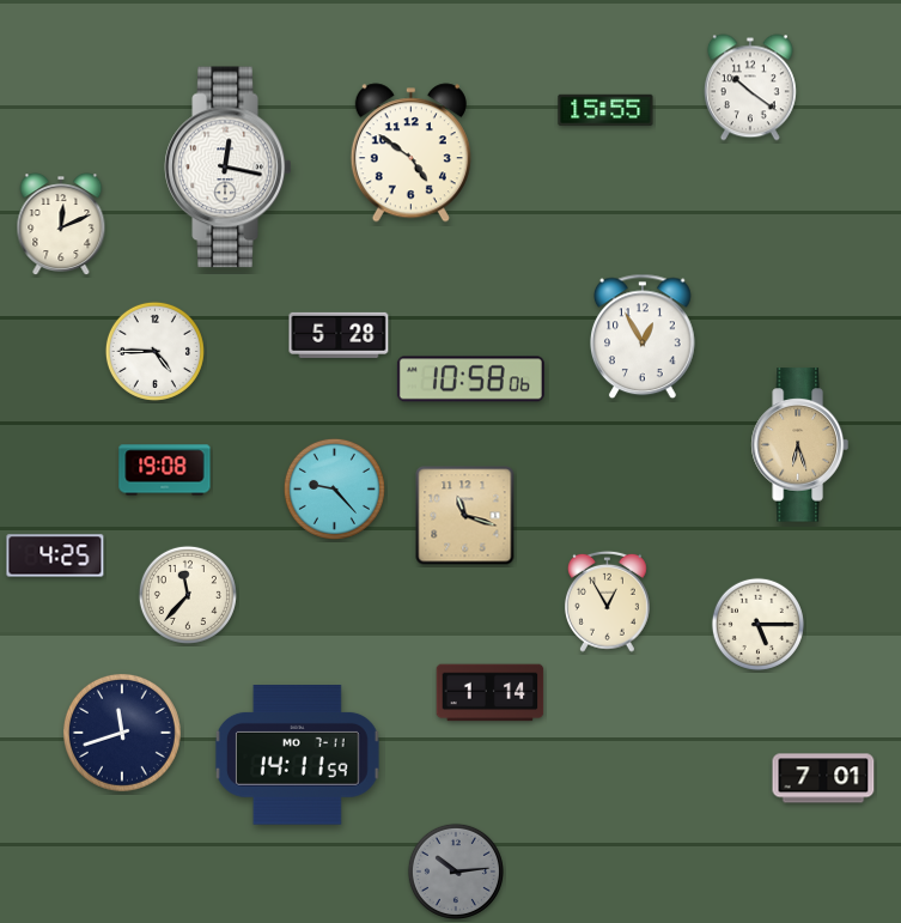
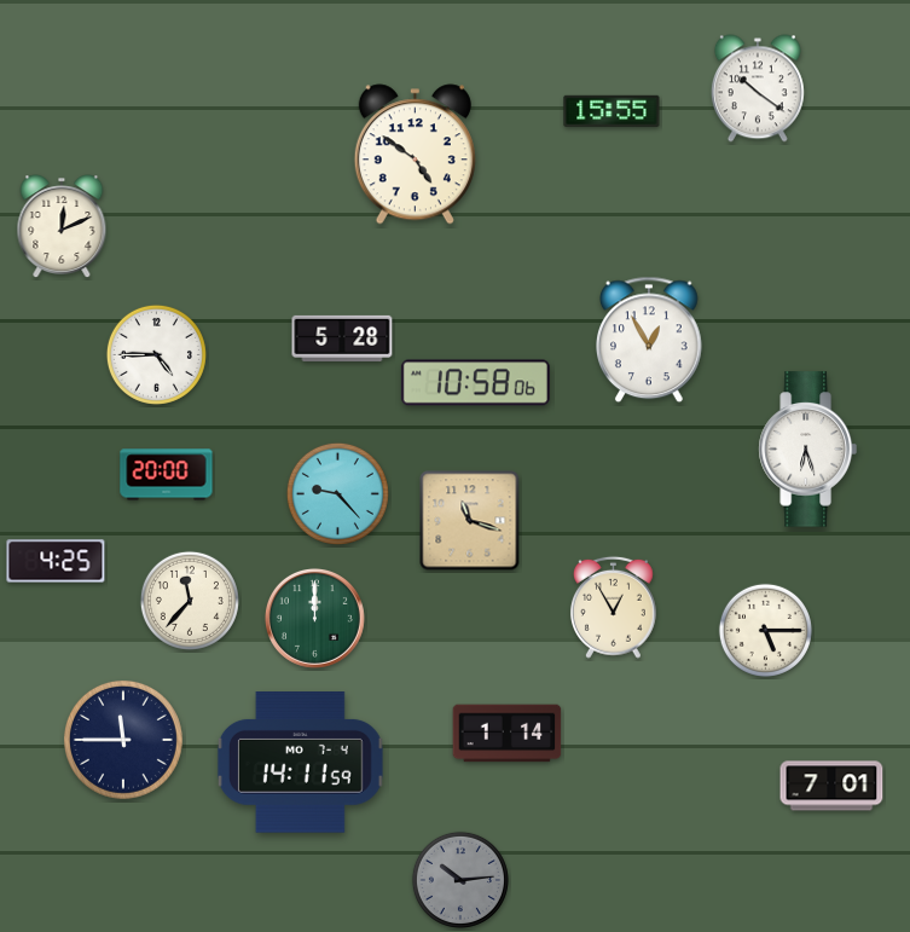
clock at (229, 168): 12:17 -> none
clock at (799, 445) dial: champagne -> white
clock at (165, 470): 19:08 -> 20:00
clock at (314, 618): none -> 12:00
clock at (491, 693) position: (491, 693) -> (508, 734)
clock at (122, 733): 11:42 -> 11:45
clock at (297, 755) date: MO 7-11 -> MO 7-4
